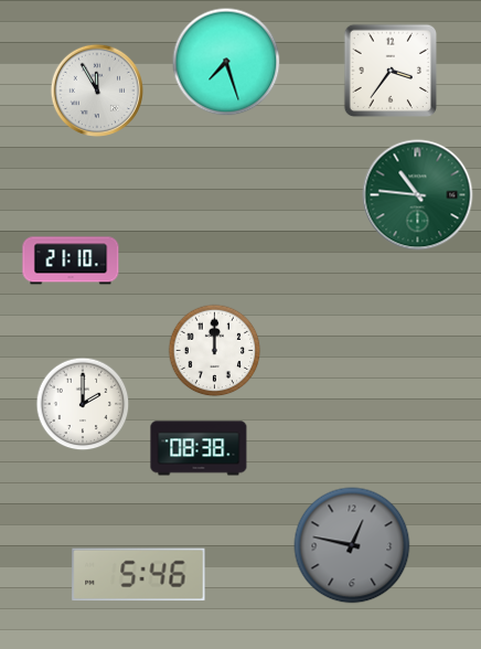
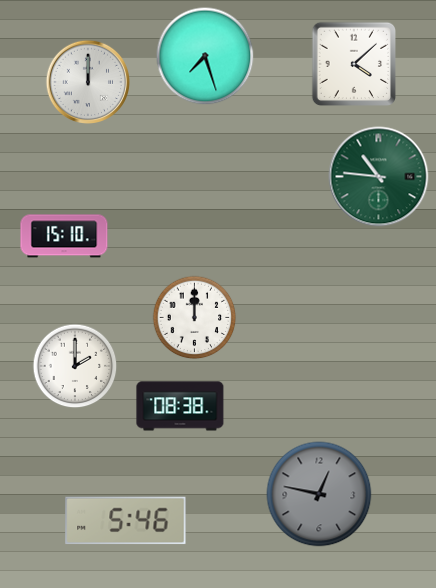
clock at (389, 70): 3:36 -> 4:08
clock at (96, 89): 11:55 -> 12:00
clock at (71, 260): 21:10 -> 15:10
